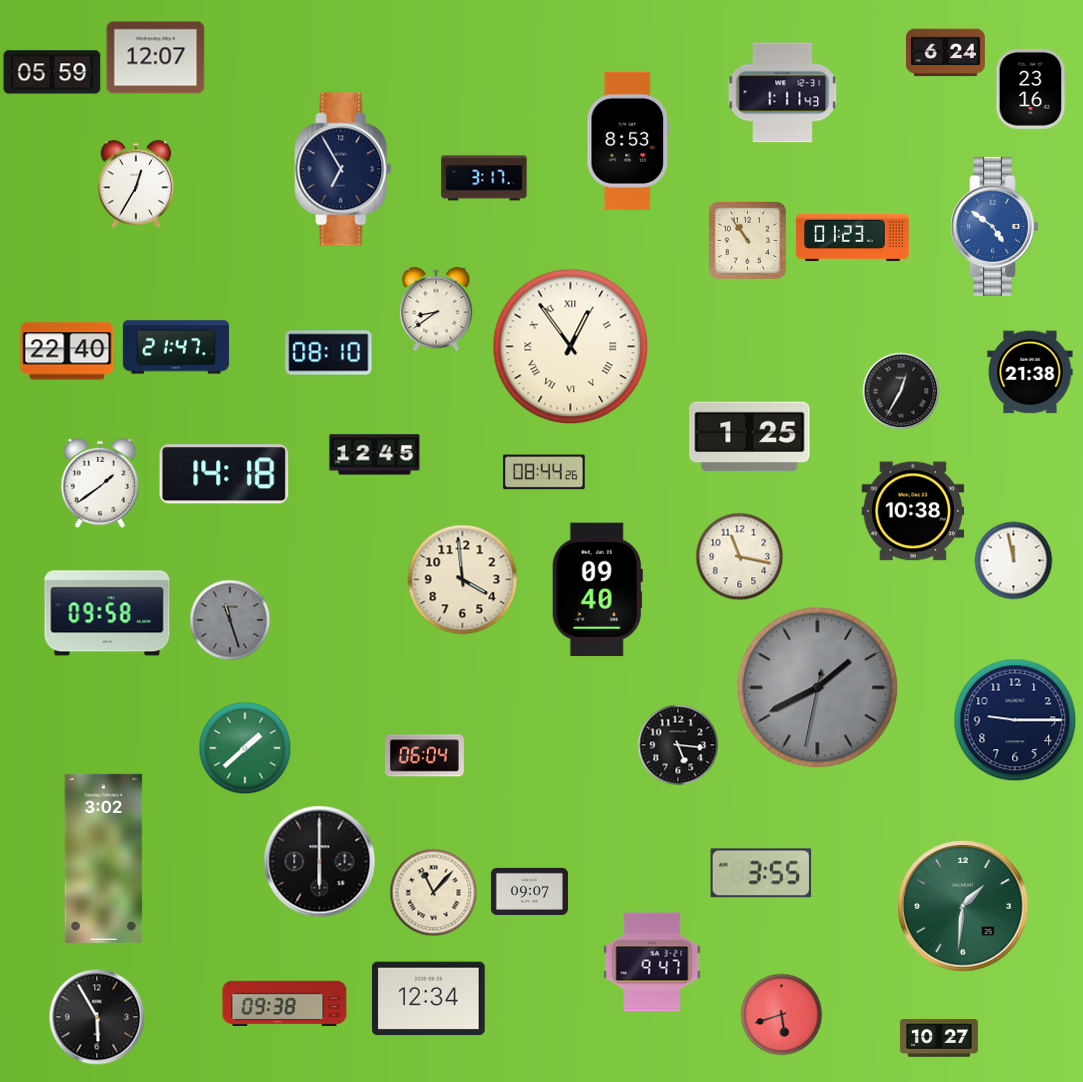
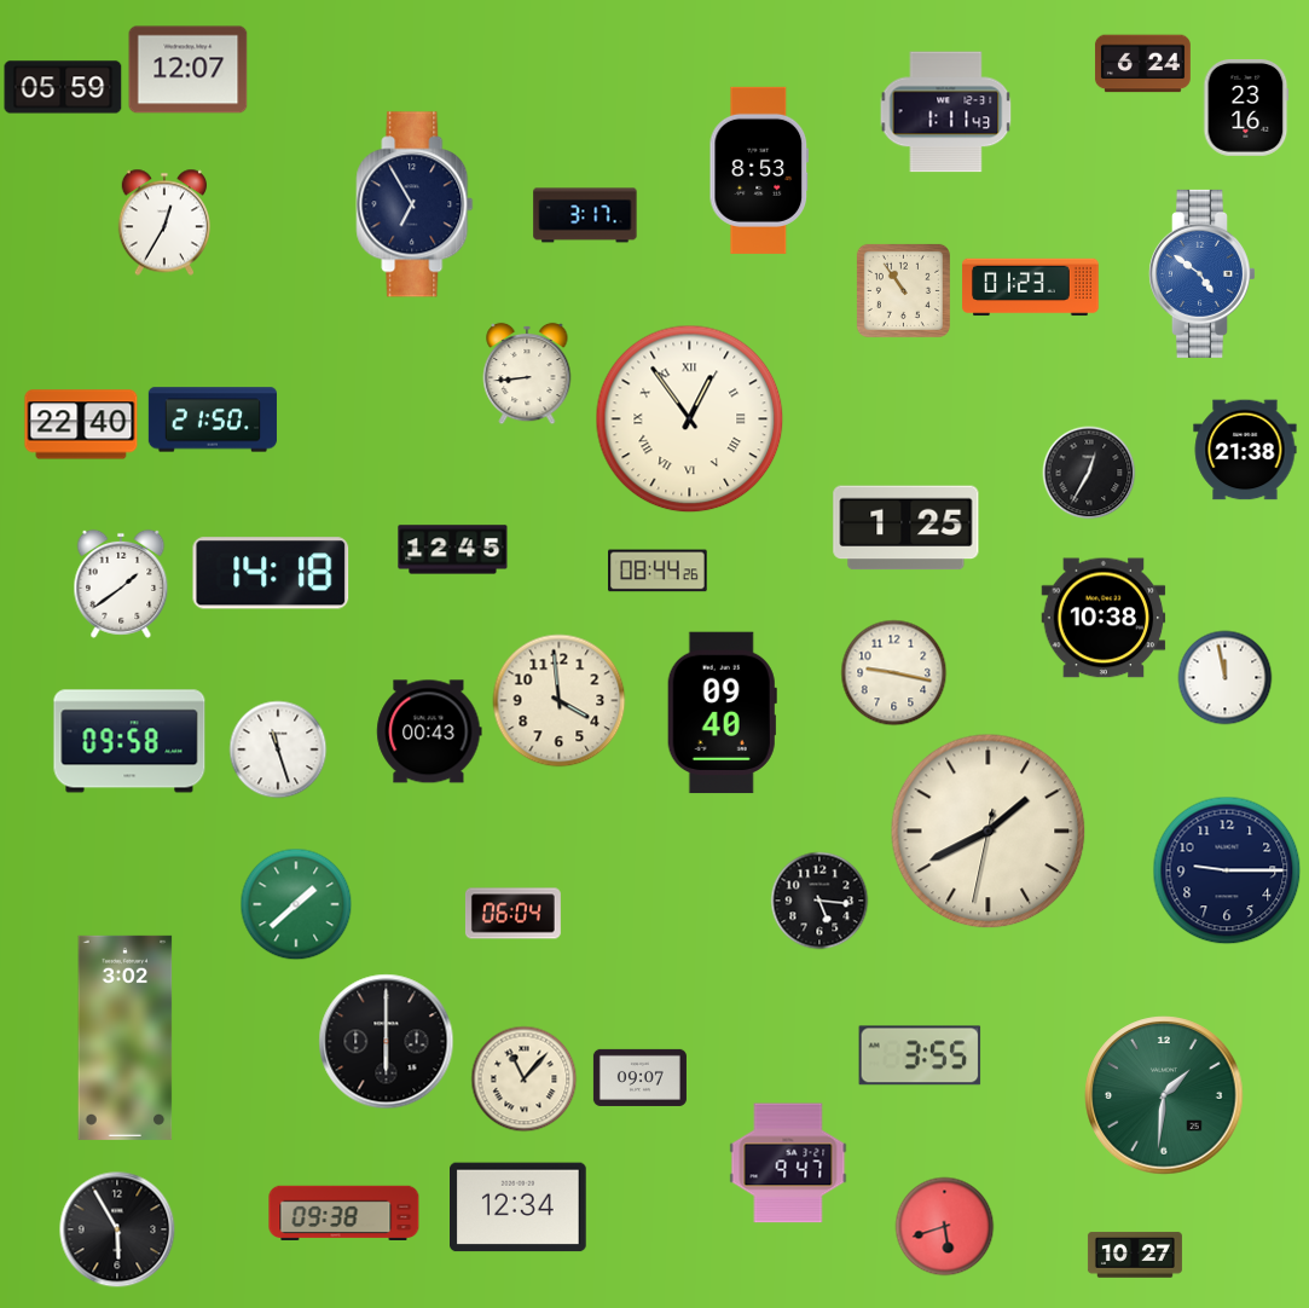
clock at (436, 309): 8:39 -> 8:44
clock at (176, 347): 21:47 -> 21:50
clock at (329, 353): 08:10 -> none
clock at (740, 557): 11:17 -> 9:17
clock at (429, 731): none -> 00:43
clock at (230, 620) dial: grey -> white
clock at (818, 688) dial: grey -> cream
